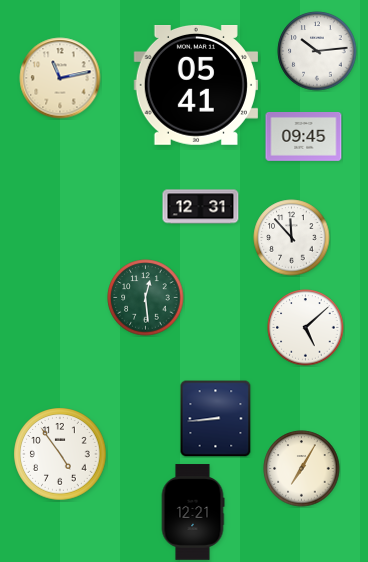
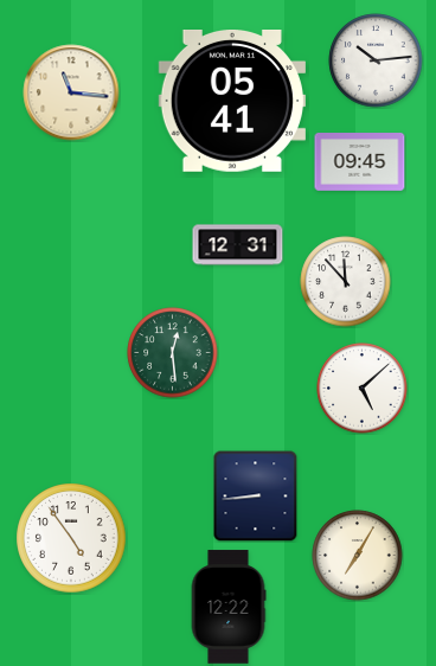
clock at (60, 78): 11:13 -> 11:16
clock at (193, 512): 12:21 -> 12:22
